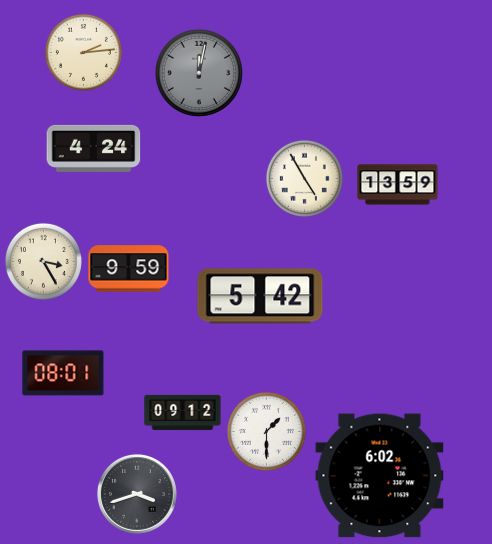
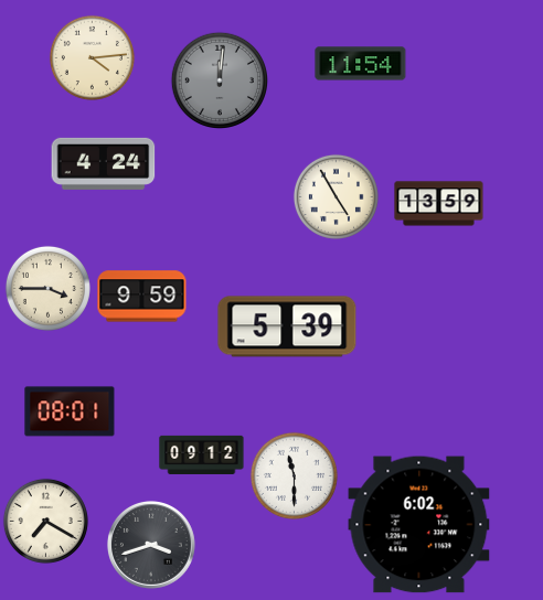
clock at (83, 52): 2:14 -> 4:14
clock at (361, 64): none -> 11:54
clock at (198, 72): 12:02 -> 12:01
clock at (43, 261): 3:25 -> 3:45
clock at (260, 296): 5:42 -> 5:39
clock at (266, 431): 1:30 -> 11:30
clock at (45, 521): none -> 7:20
